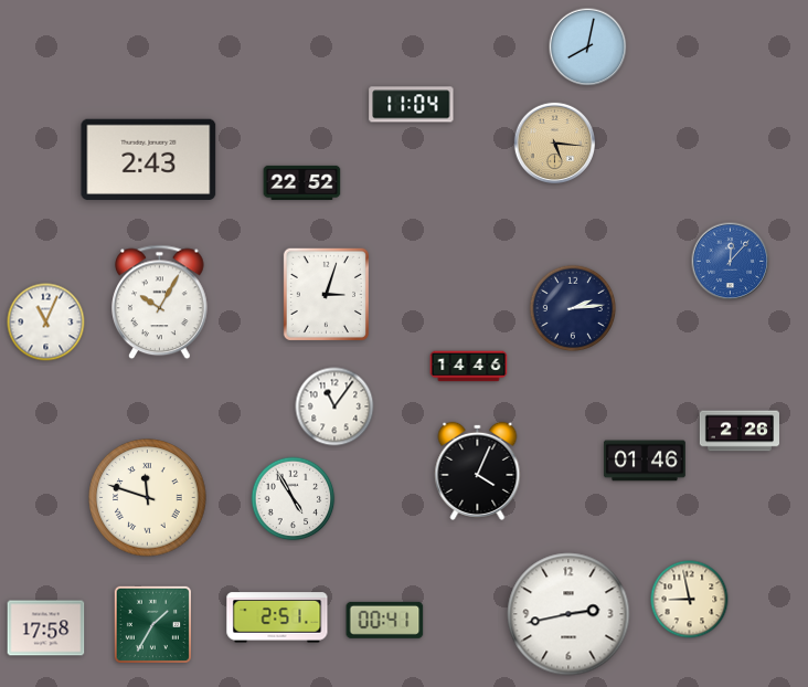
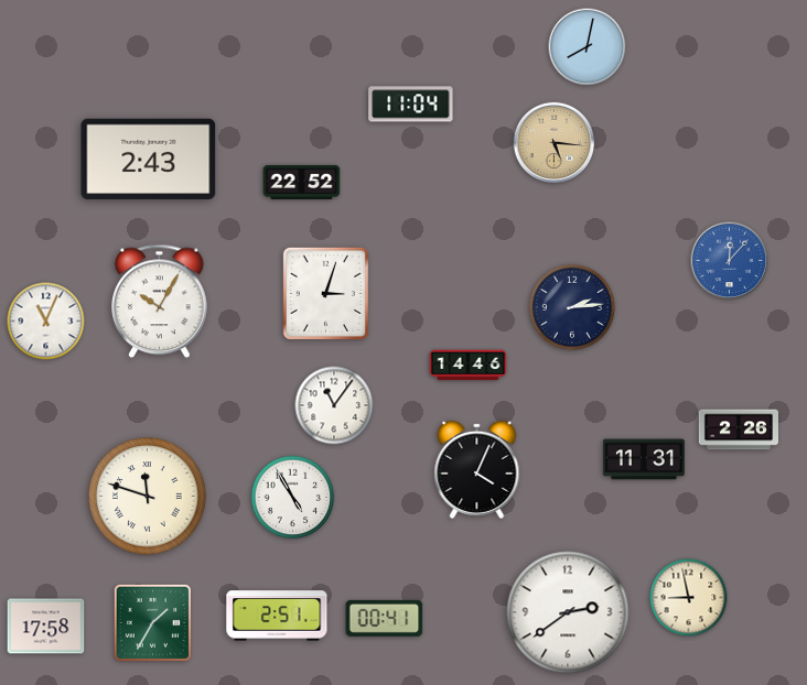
clock at (645, 461): 01:46 -> 11:31
clock at (568, 614): 2:43 -> 2:39
